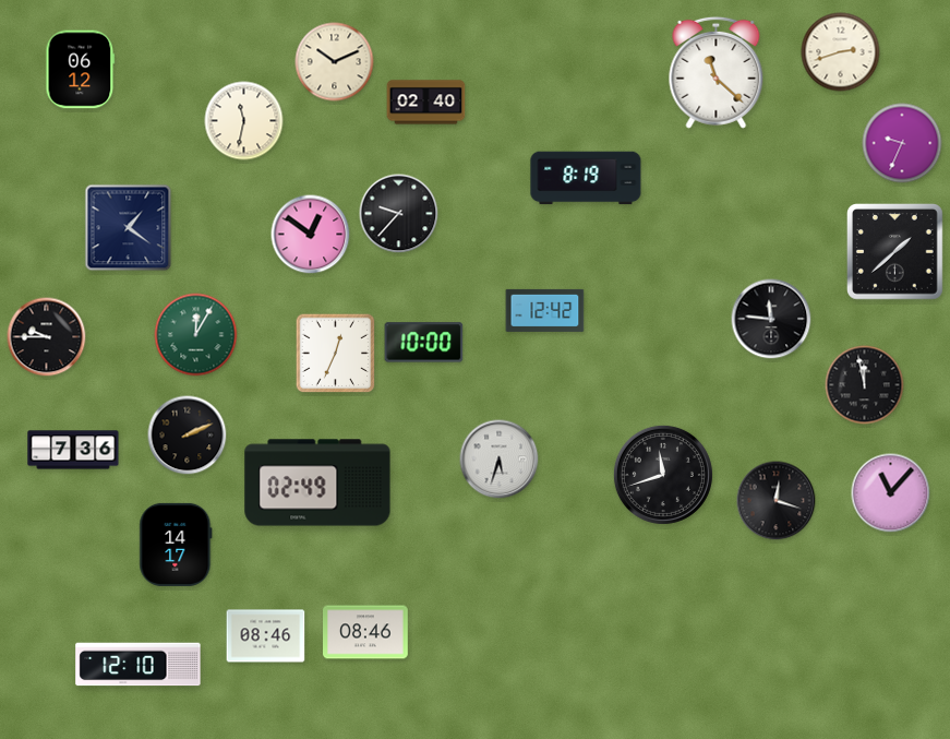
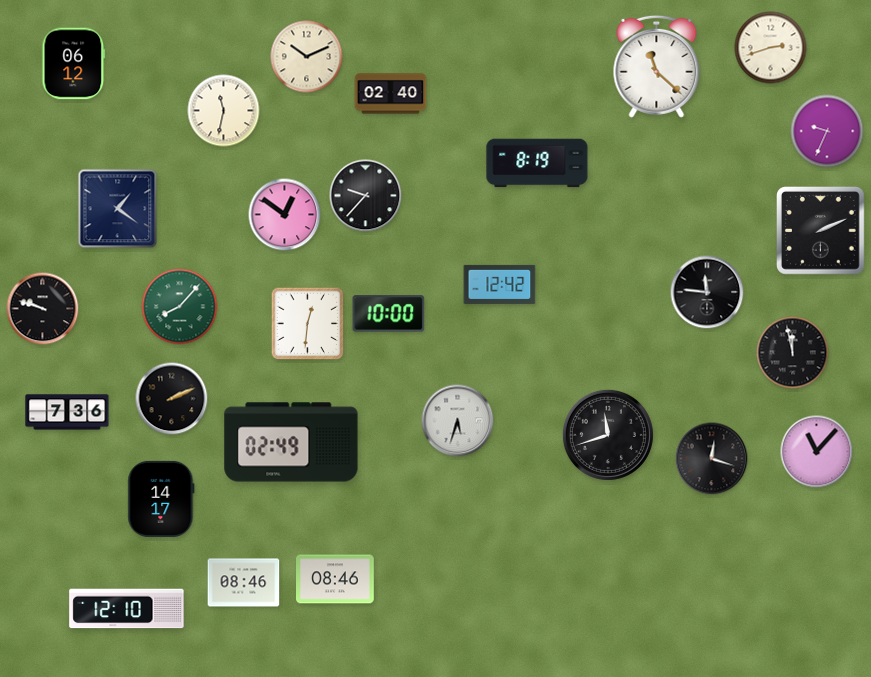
clock at (895, 252): 1:38 -> 2:11
clock at (196, 335): 12:05 -> 8:07
clock at (47, 337): 9:45 -> 9:48
clock at (336, 354): 12:34 -> 12:31
